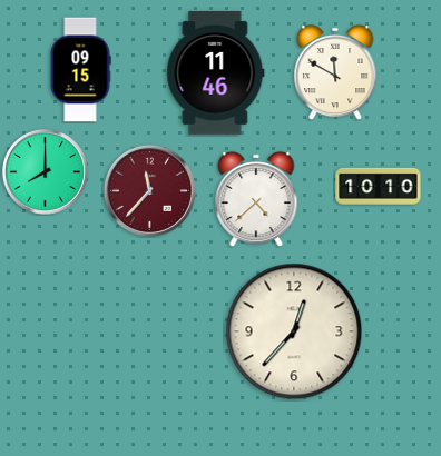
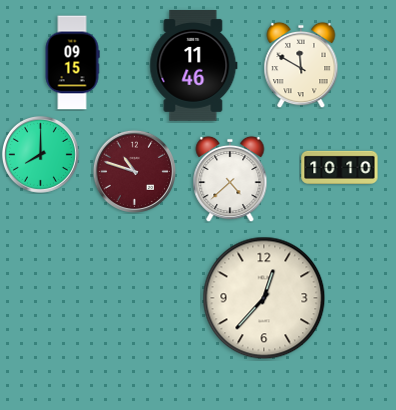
clock at (149, 190): 11:37 -> 10:48
